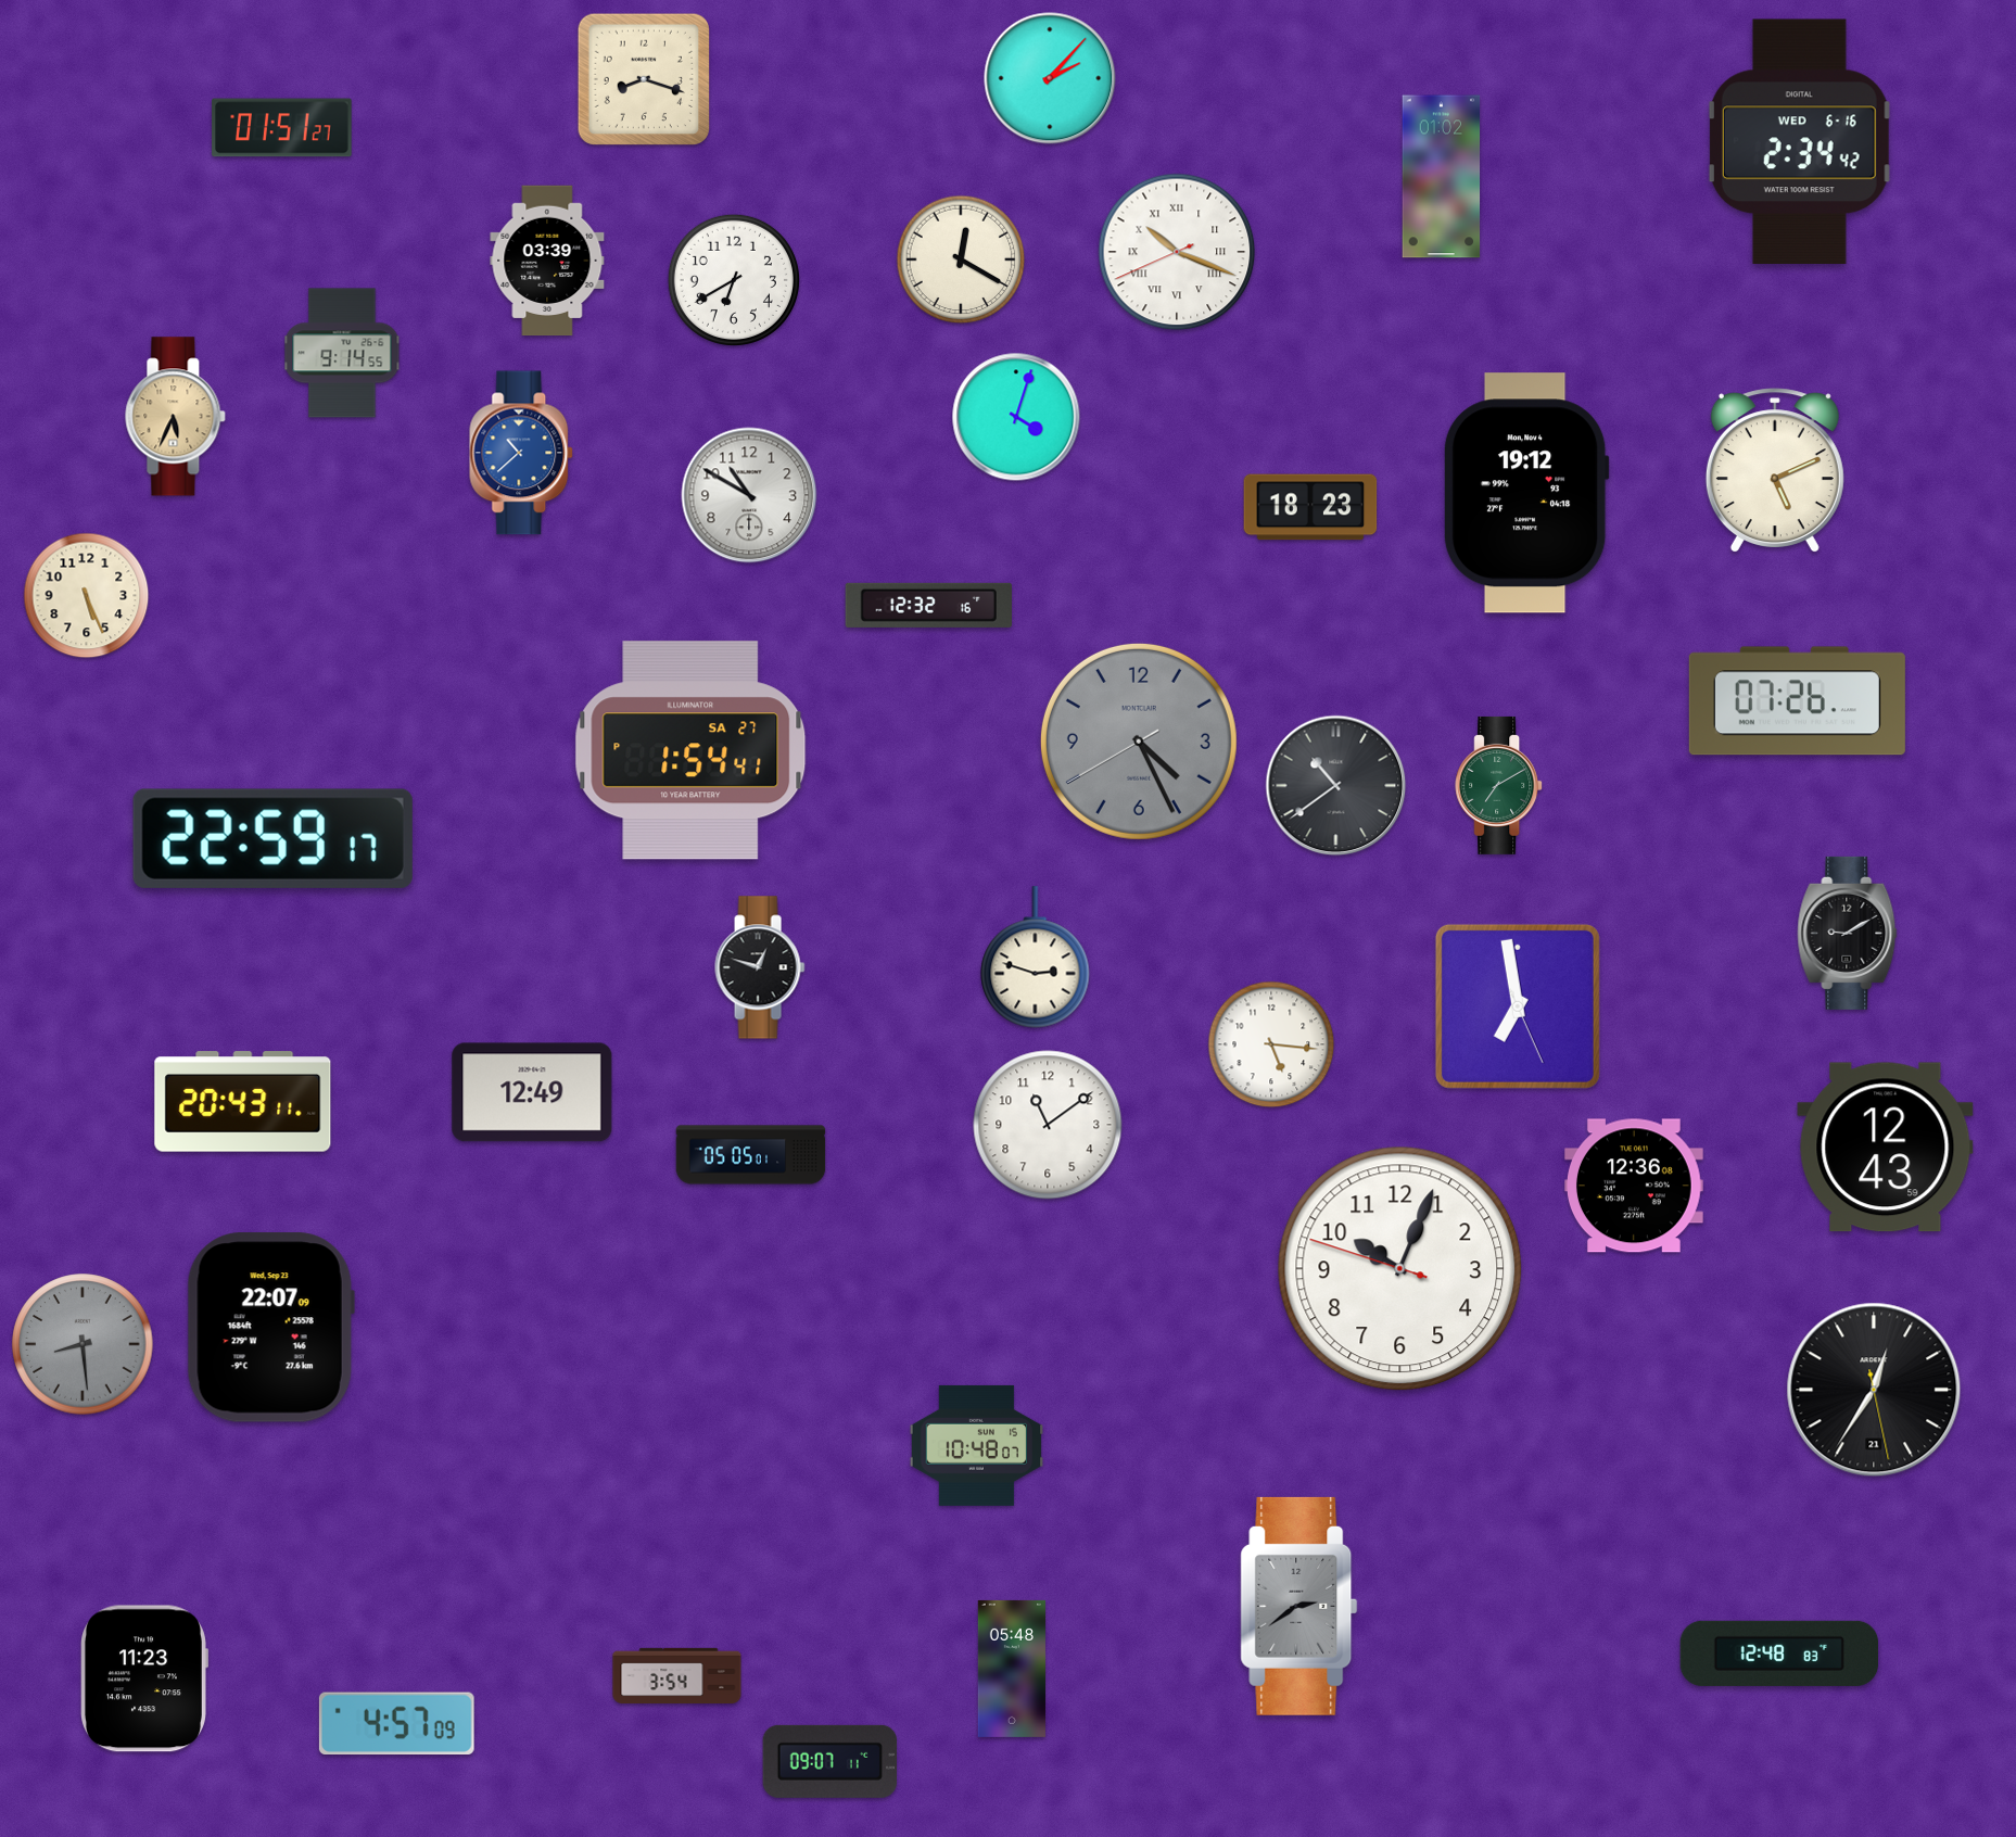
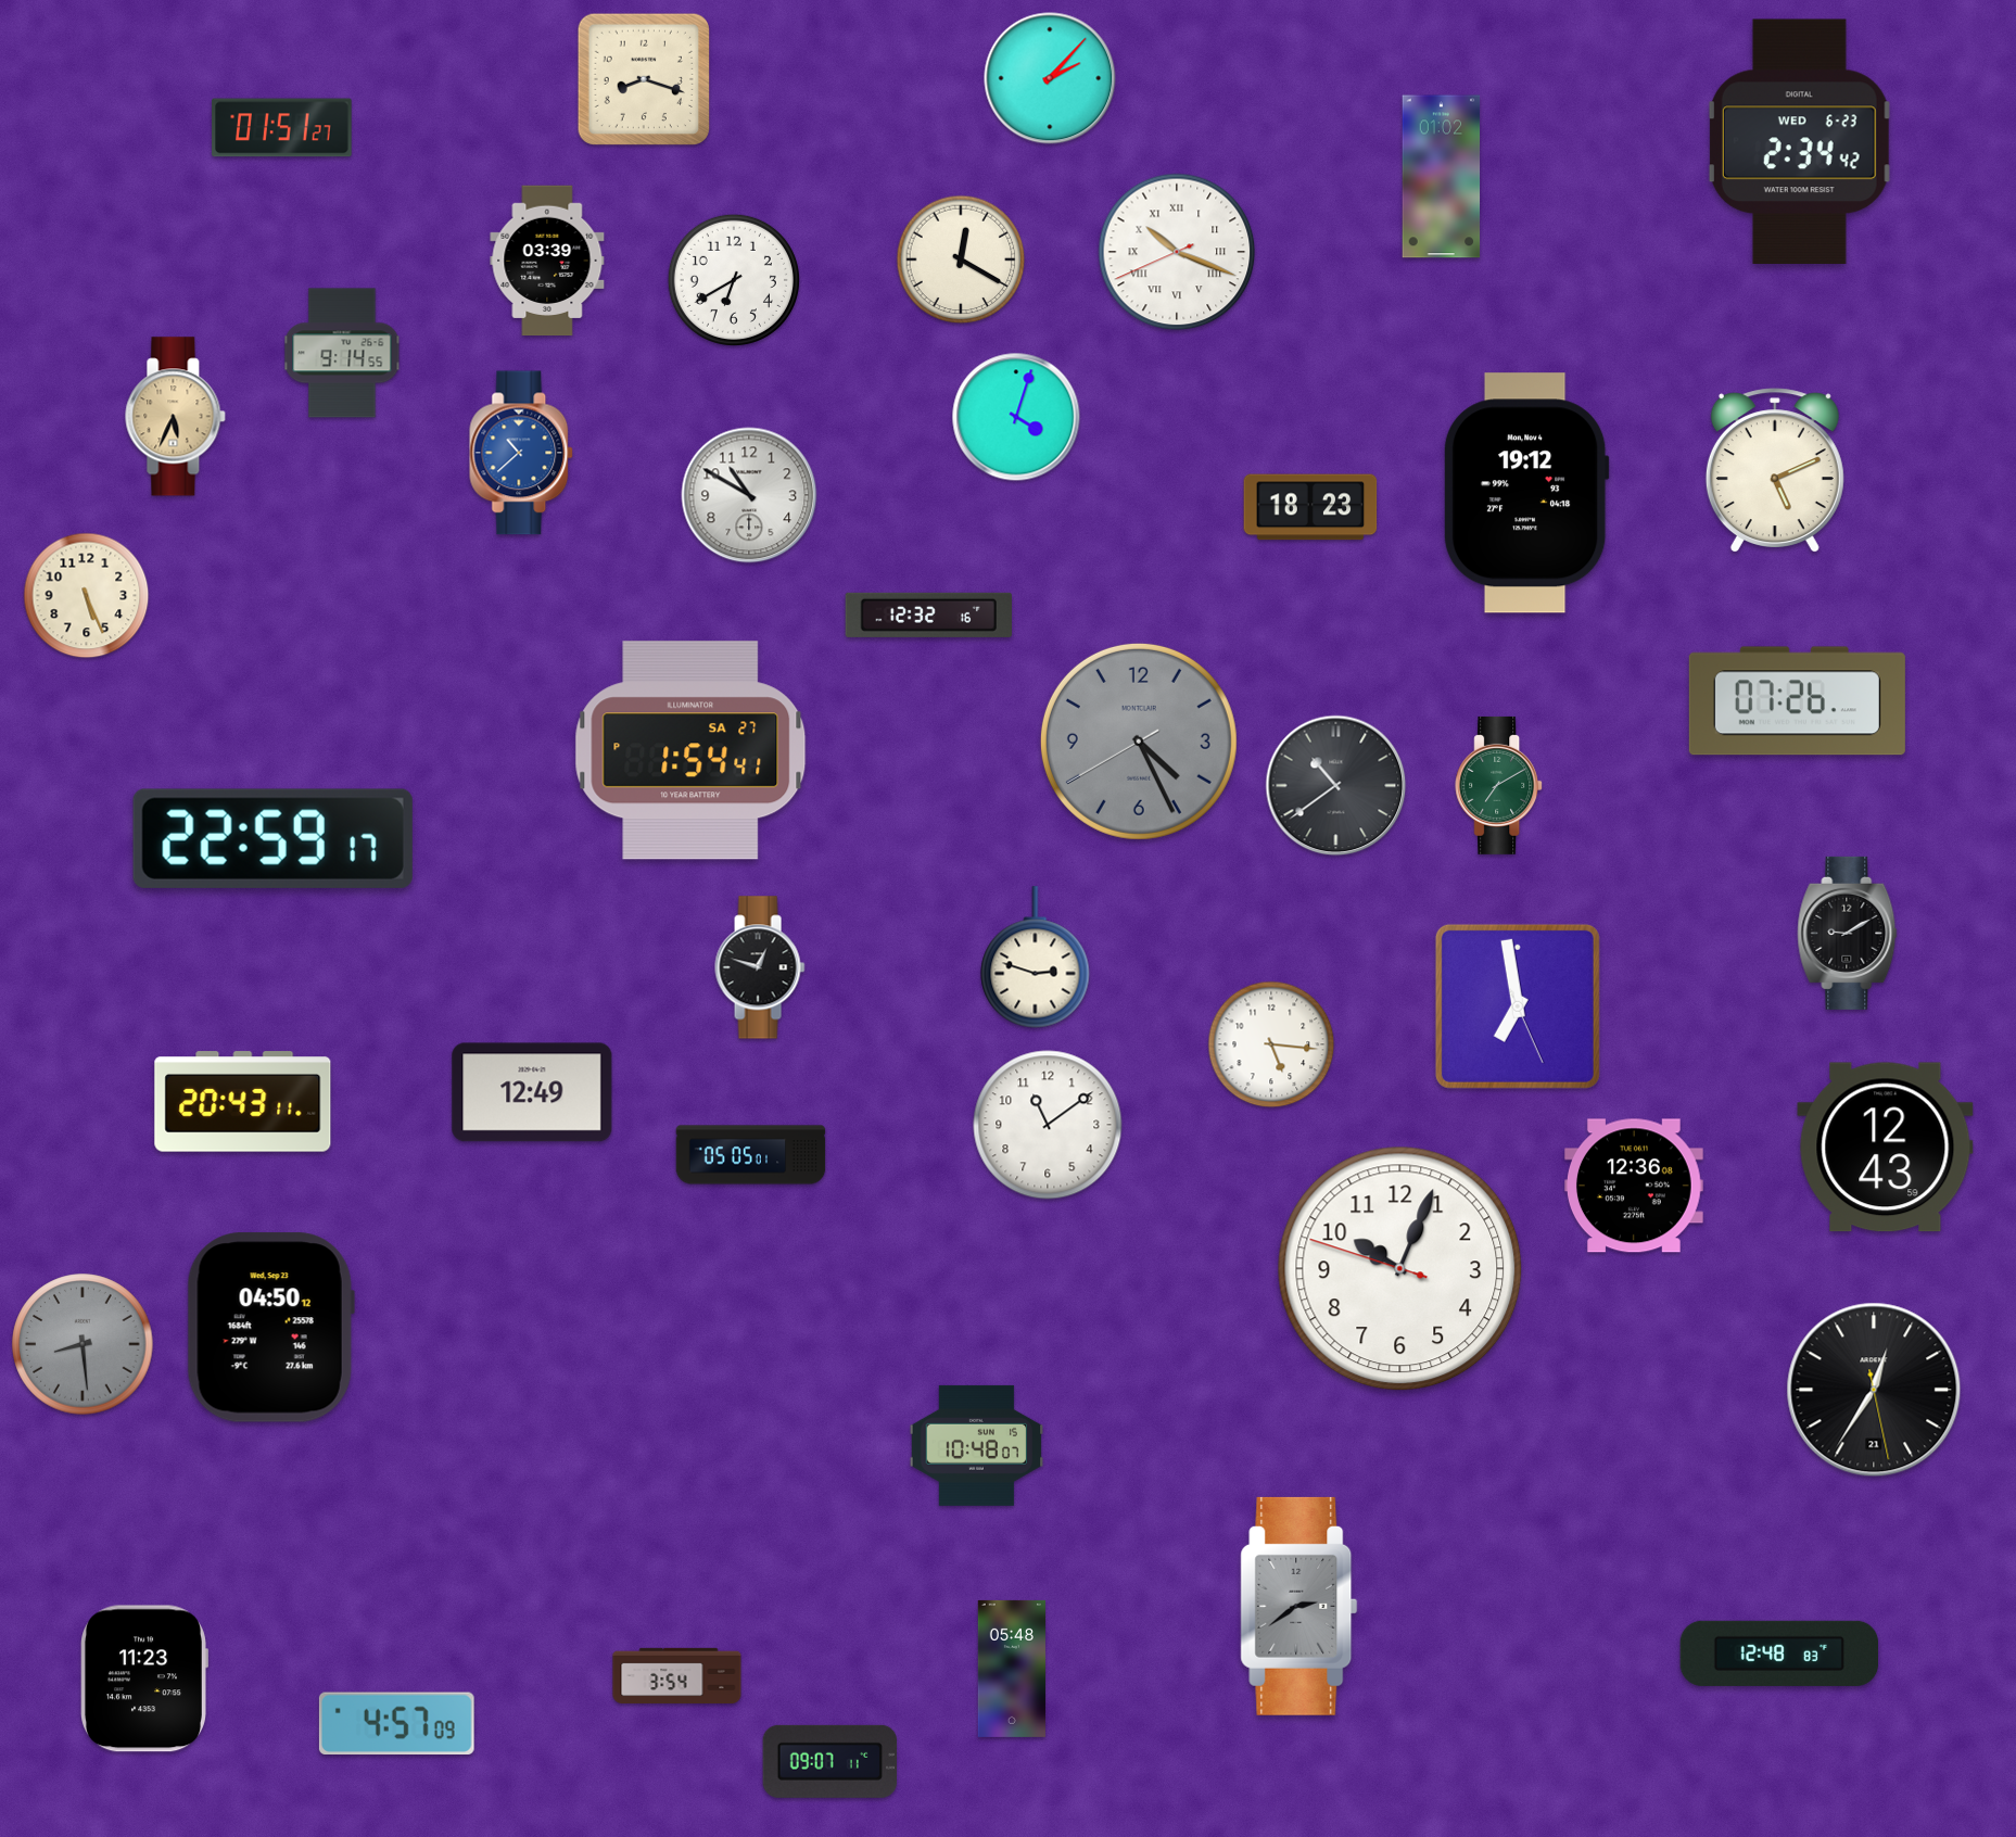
clock at (1799, 141) date: WED 6-16 -> WED 6-23
clock at (928, 605) position: (928, 605) -> (928, 615)
clock at (270, 1328): 22:07 -> 04:50
